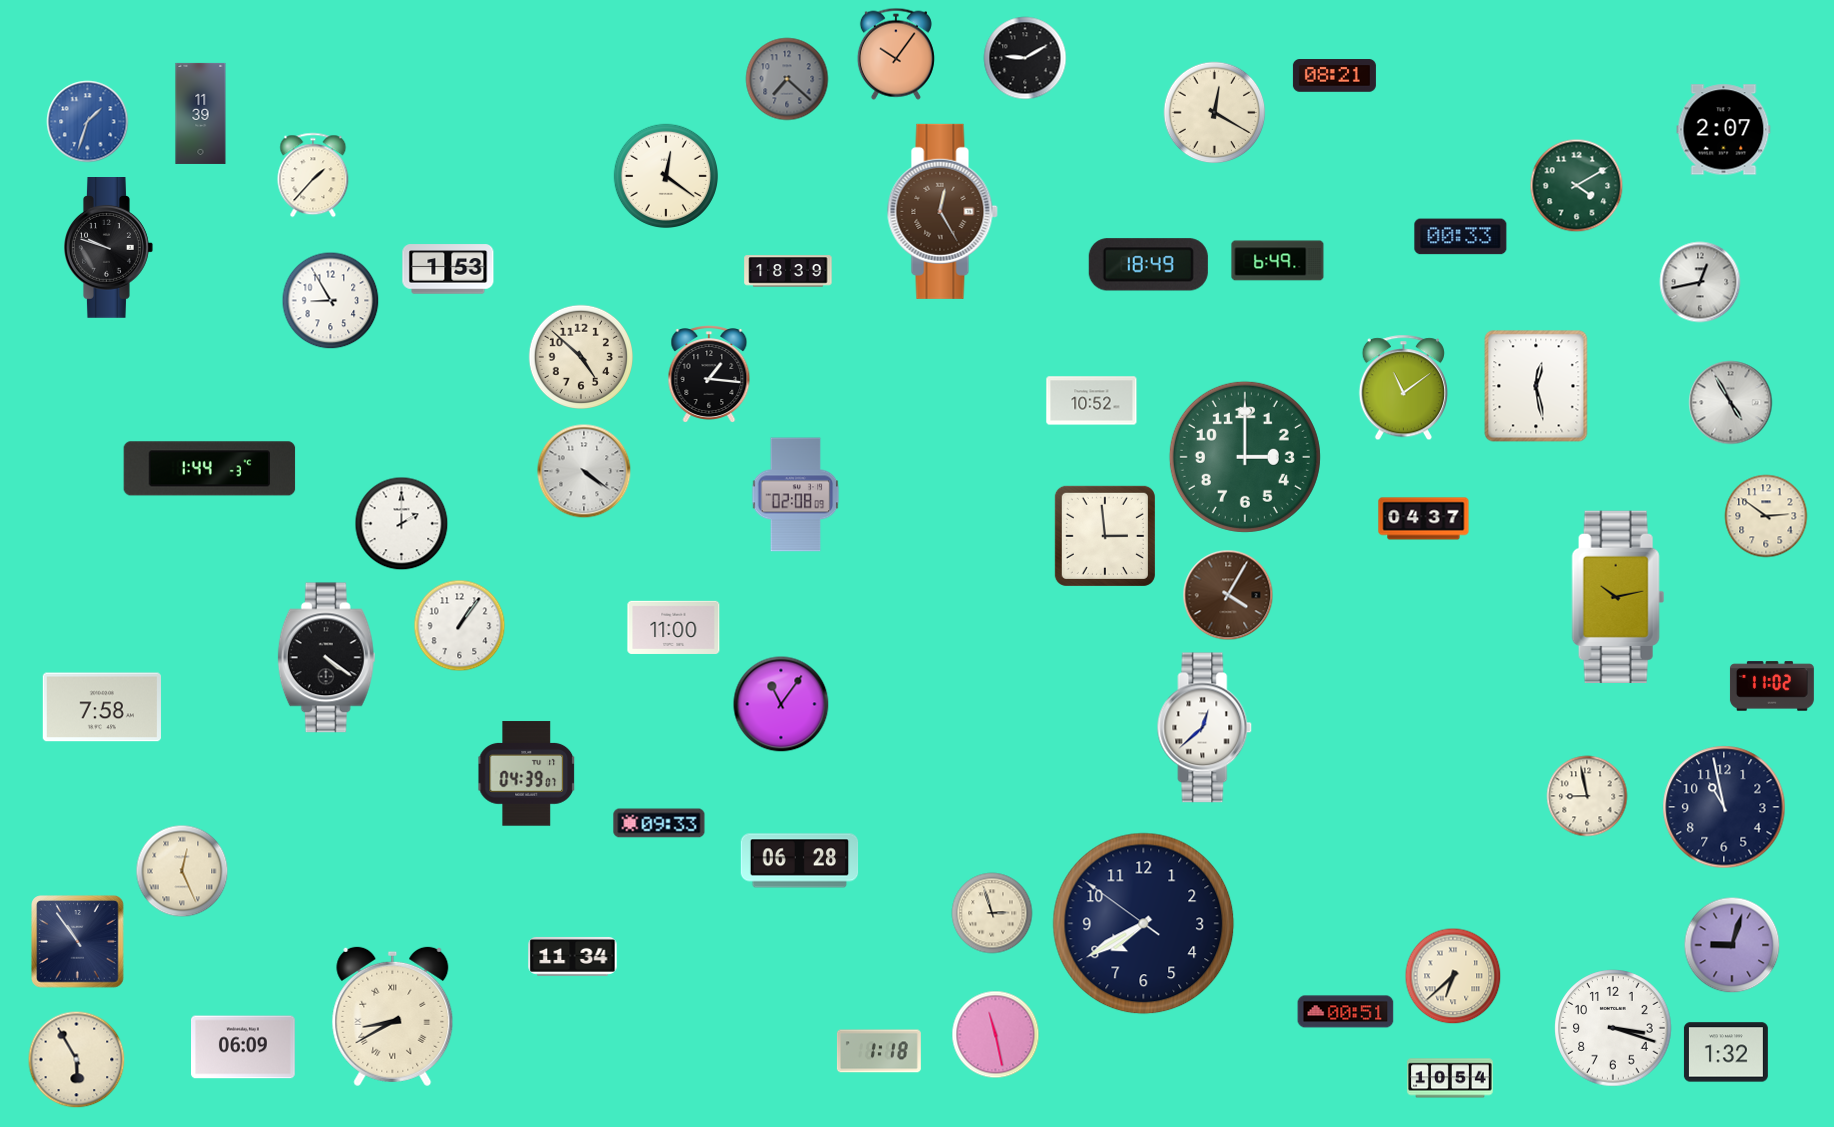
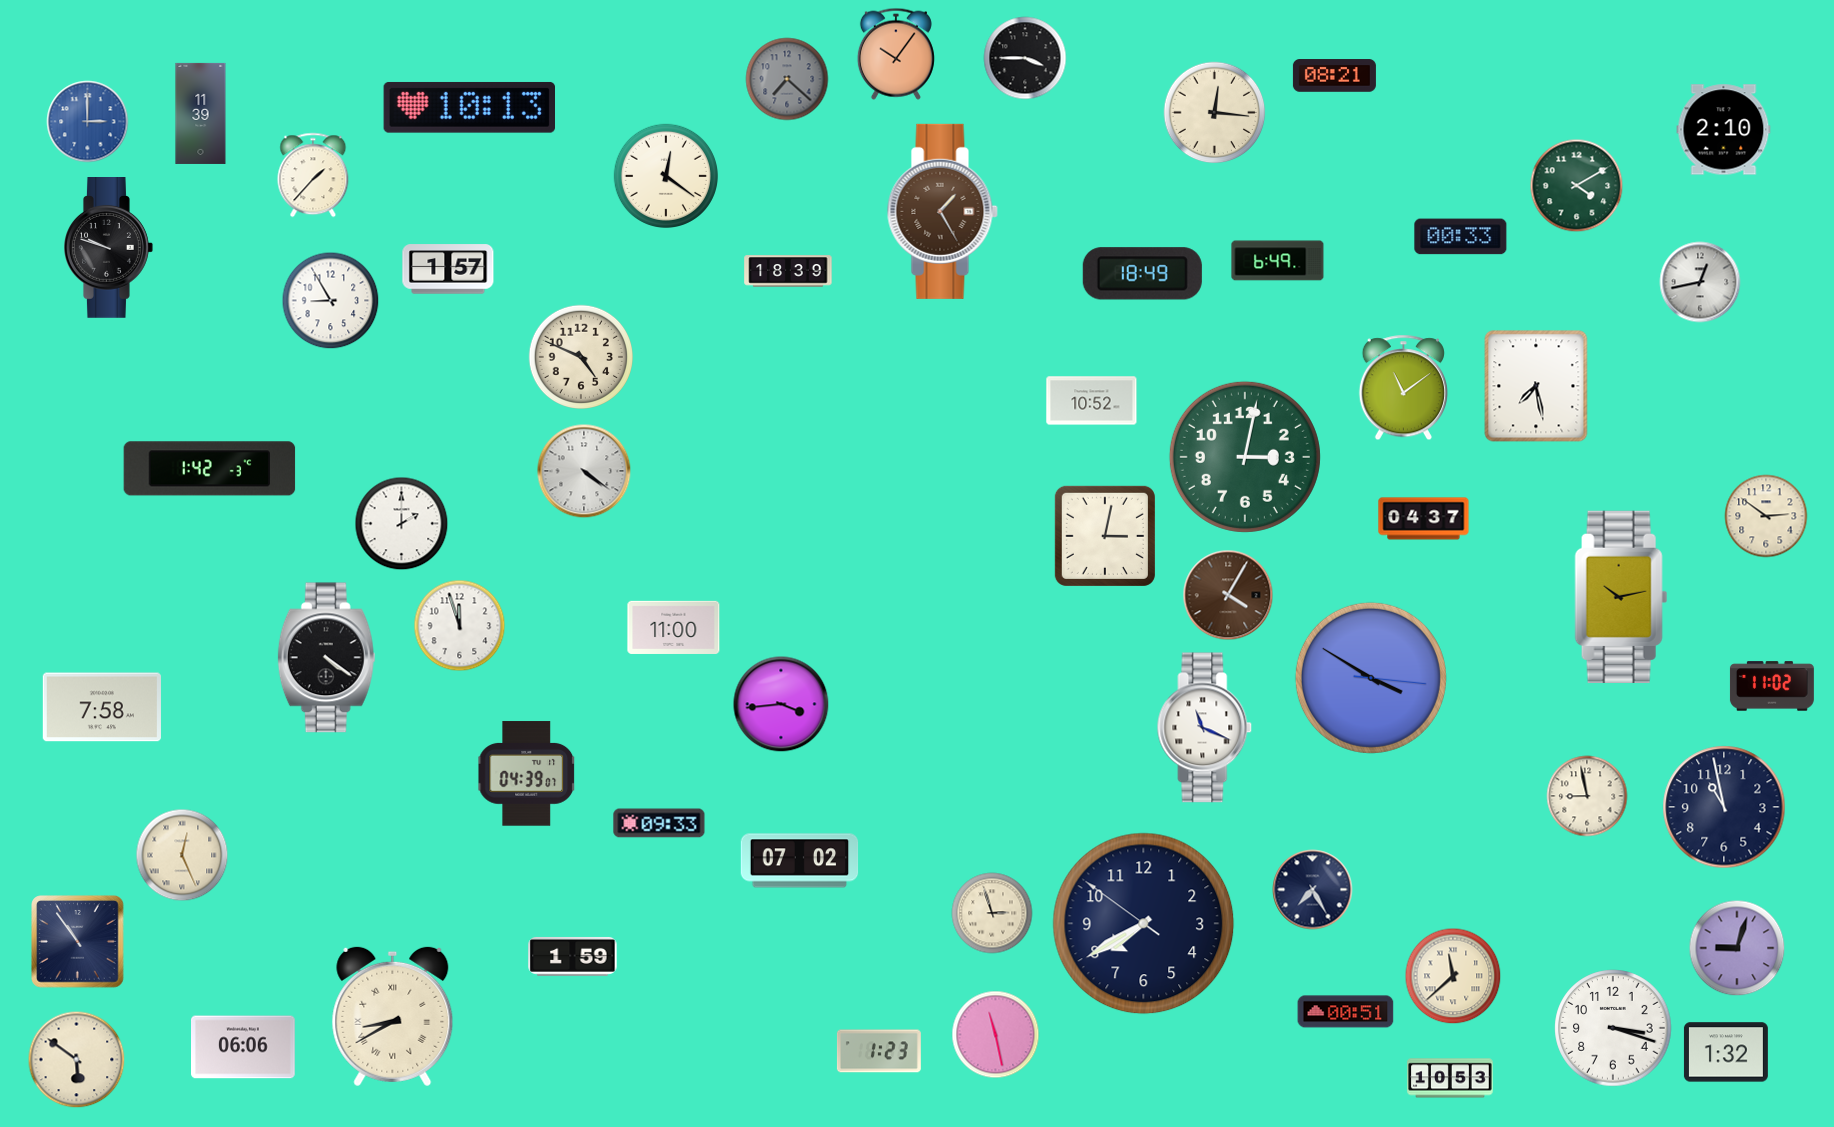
clock at (1025, 58): 9:10 -> 3:45
clock at (469, 107): none -> 10:13
clock at (1215, 113): 12:20 -> 12:16
clock at (88, 122): 1:33 -> 3:00
clock at (1724, 130): 2:07 -> 2:10
clock at (942, 211): 12:25 -> 1:25
clock at (1148, 265) position: (1148, 265) -> (1142, 274)
clock at (448, 269): 1:53 -> 1:57
clock at (580, 356): 4:52 -> 4:49
clock at (709, 375): 1:16 -> none
clock at (1536, 386): 12:28 -> 7:28
clock at (1731, 403): 4:55 -> none
clock at (1245, 457): 3:00 -> 3:02
clock at (210, 469): 1:44 -> 1:42
clock at (796, 495): 02:08 -> none
clock at (1105, 536): 2:59 -> 3:02
clock at (1618, 596) position: (1618, 596) -> (1621, 596)
clock at (460, 626): 1:06 -> 11:57
clock at (1371, 678): none -> 3:50
clock at (781, 704): 11:06 -> 3:44
clock at (1205, 728): 12:38 -> 11:19
clock at (800, 861): 06:28 -> 07:02
clock at (182, 871) position: (182, 871) -> (182, 855)
clock at (1313, 890): none -> 7:25
clock at (1732, 945) position: (1732, 945) -> (1737, 948)
clock at (573, 956): 11:34 -> 1:59
clock at (1453, 976): 6:38 -> 11:38
clock at (244, 1047): 06:09 -> 06:06
clock at (879, 1051): 1:18 -> 1:23
clock at (77, 1060): 5:55 -> 5:51
clock at (1450, 1078): 10:54 -> 10:53
